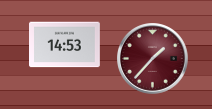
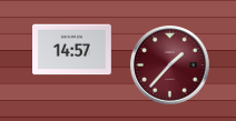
clock at (65, 45): 14:53 -> 14:57
